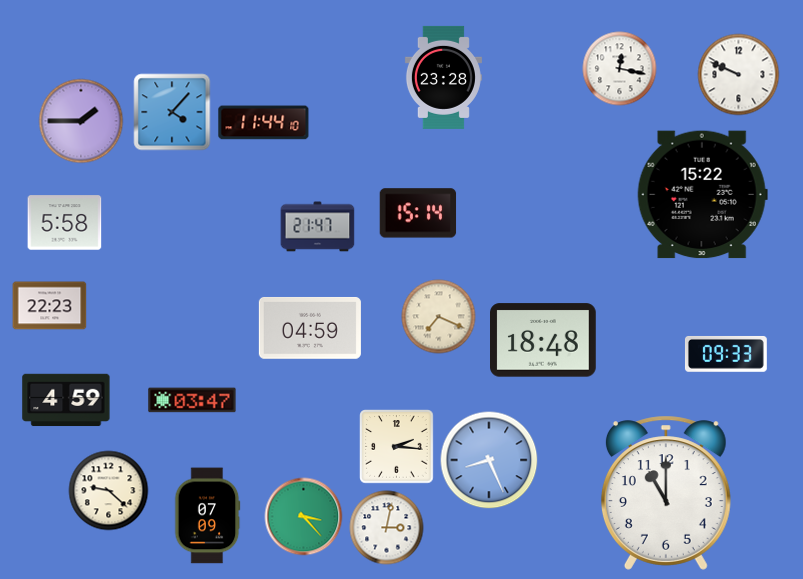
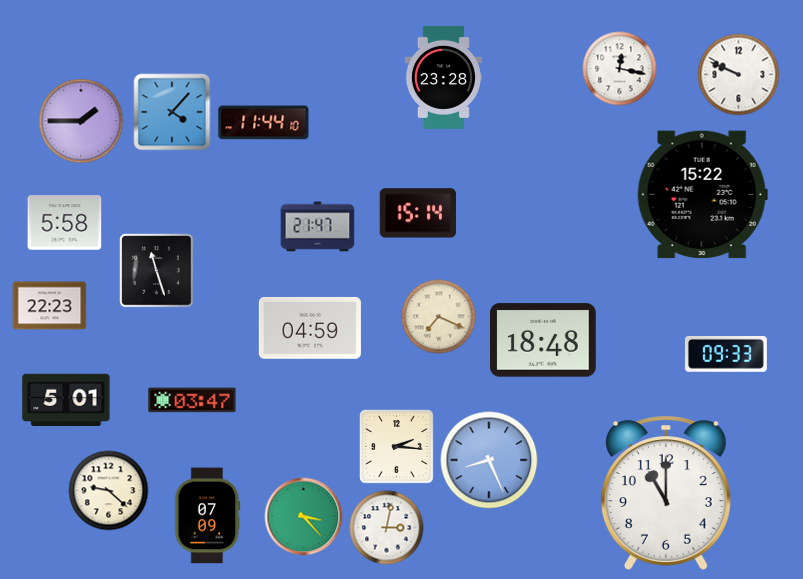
clock at (157, 271): none -> 11:27
clock at (66, 400): 4:59 -> 5:01
